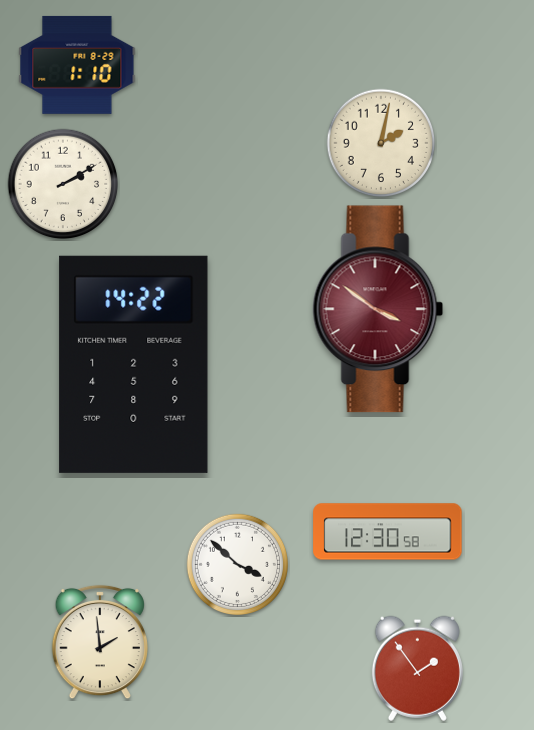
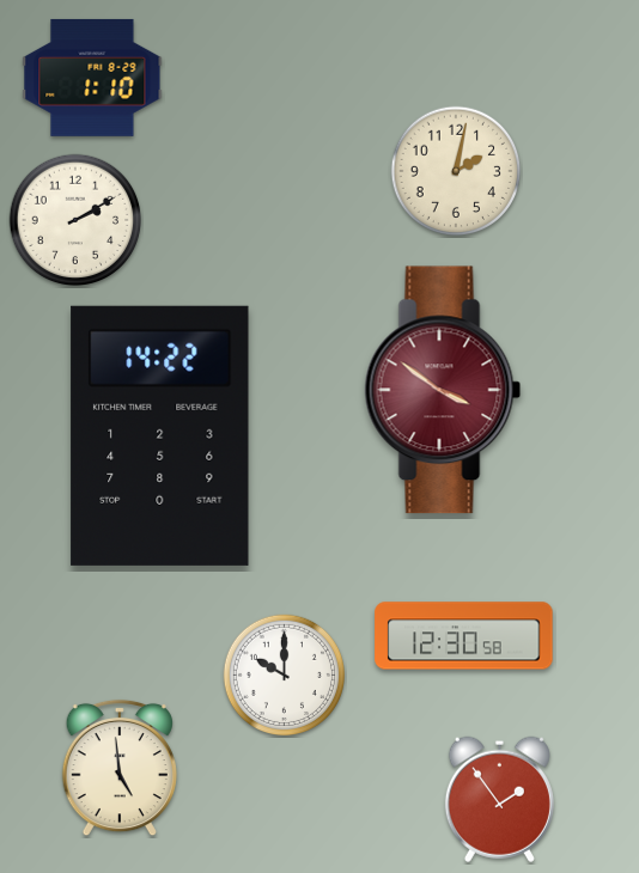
clock at (378, 309) position: (378, 309) -> (443, 390)
clock at (237, 564): 3:52 -> 10:00
clock at (100, 642): 1:59 -> 4:59
